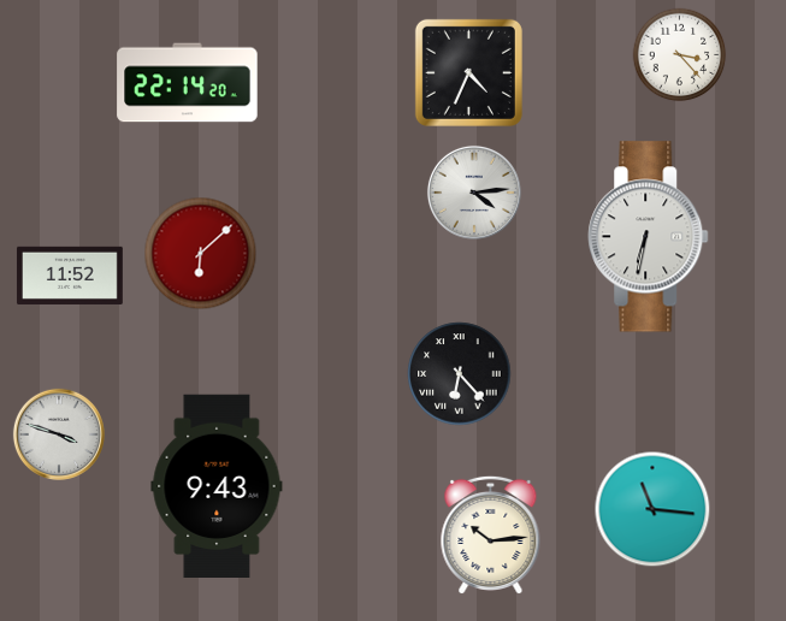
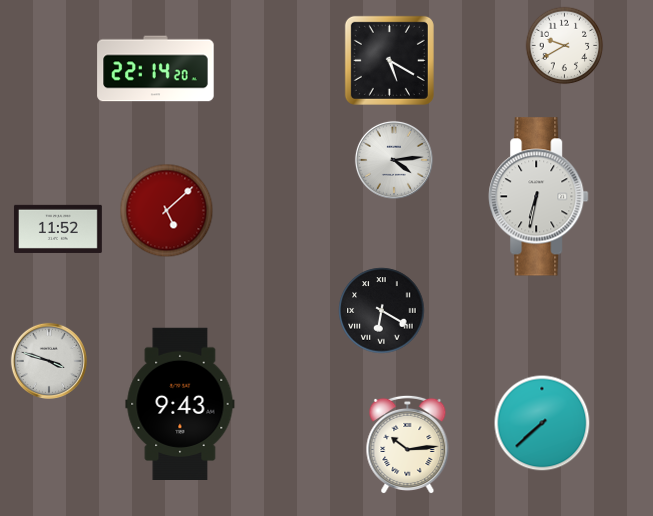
clock at (680, 55): 3:23 -> 9:40
clock at (468, 72): 4:34 -> 5:20
clock at (201, 254): 6:08 -> 5:08
clock at (460, 374): 6:23 -> 6:20
clock at (652, 509): 11:16 -> 7:38
